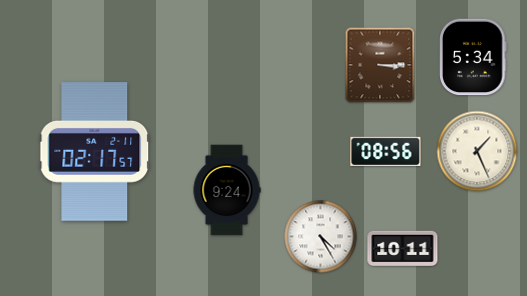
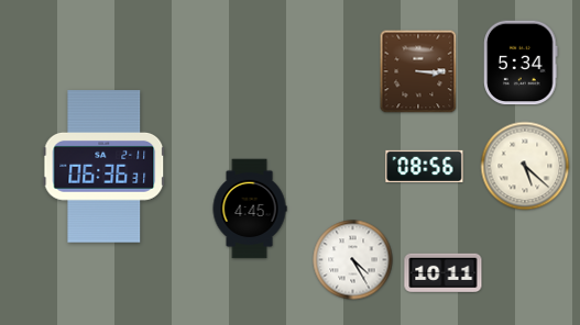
clock at (477, 151): 1:26 -> 5:22
clock at (95, 152): 02:17 -> 06:36
clock at (227, 190): 9:24 -> 4:45
